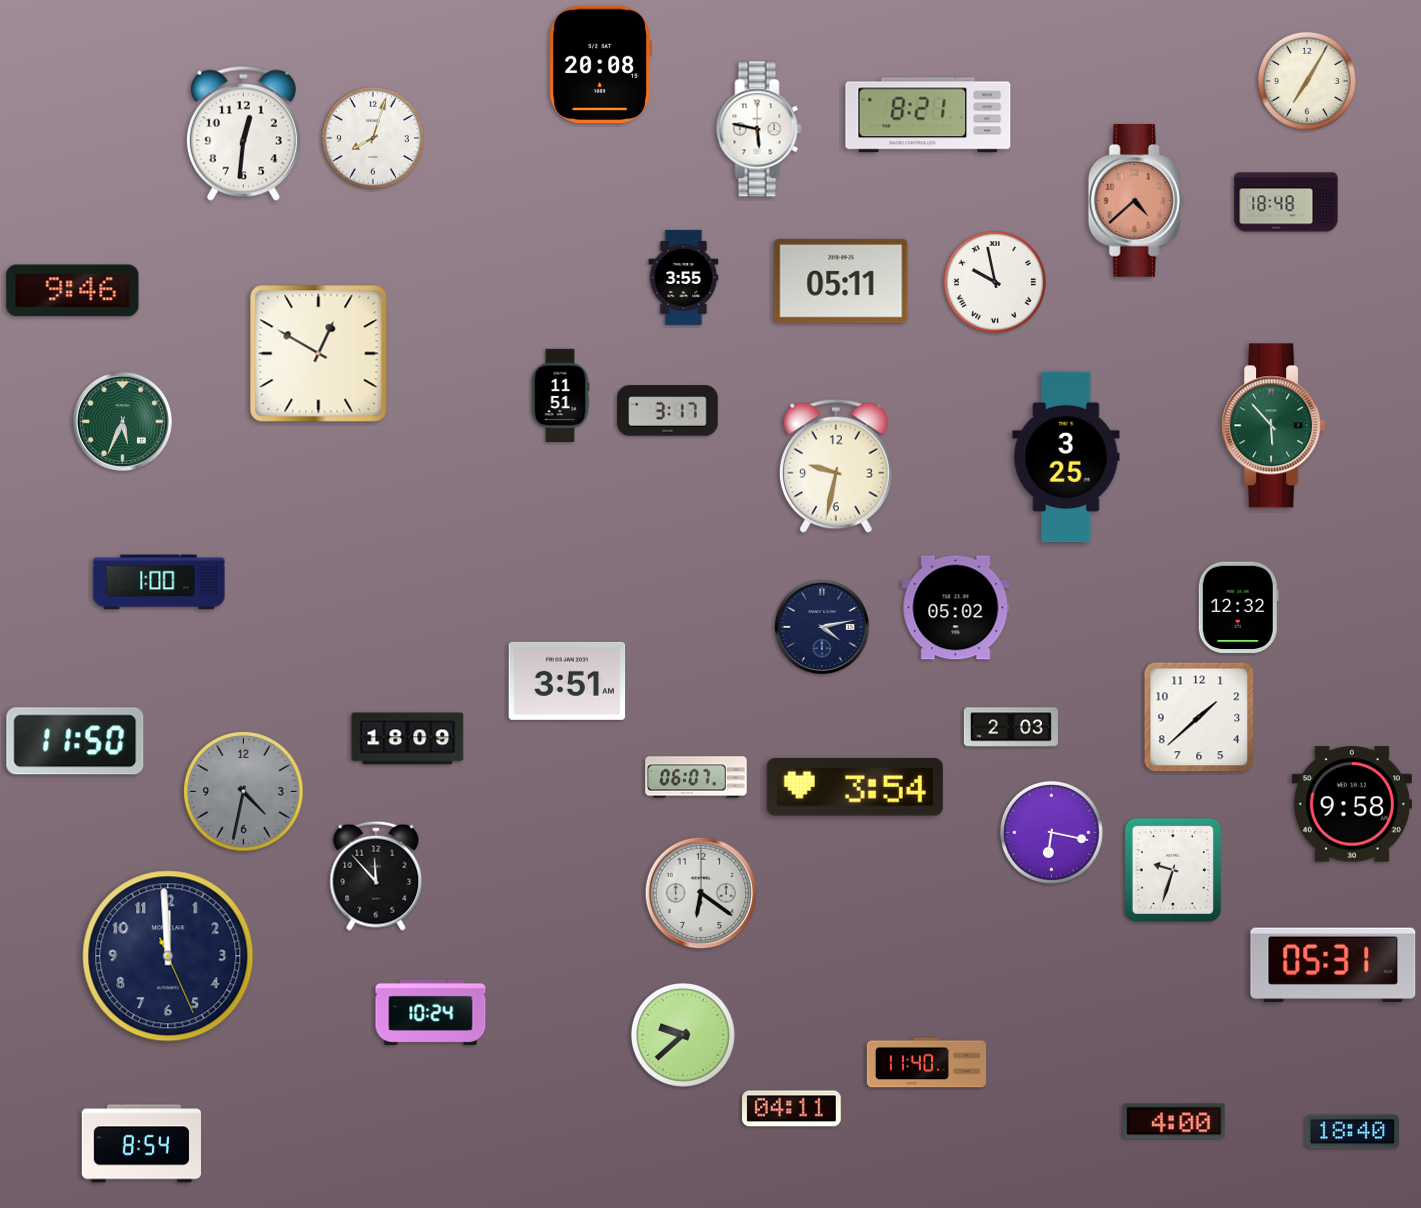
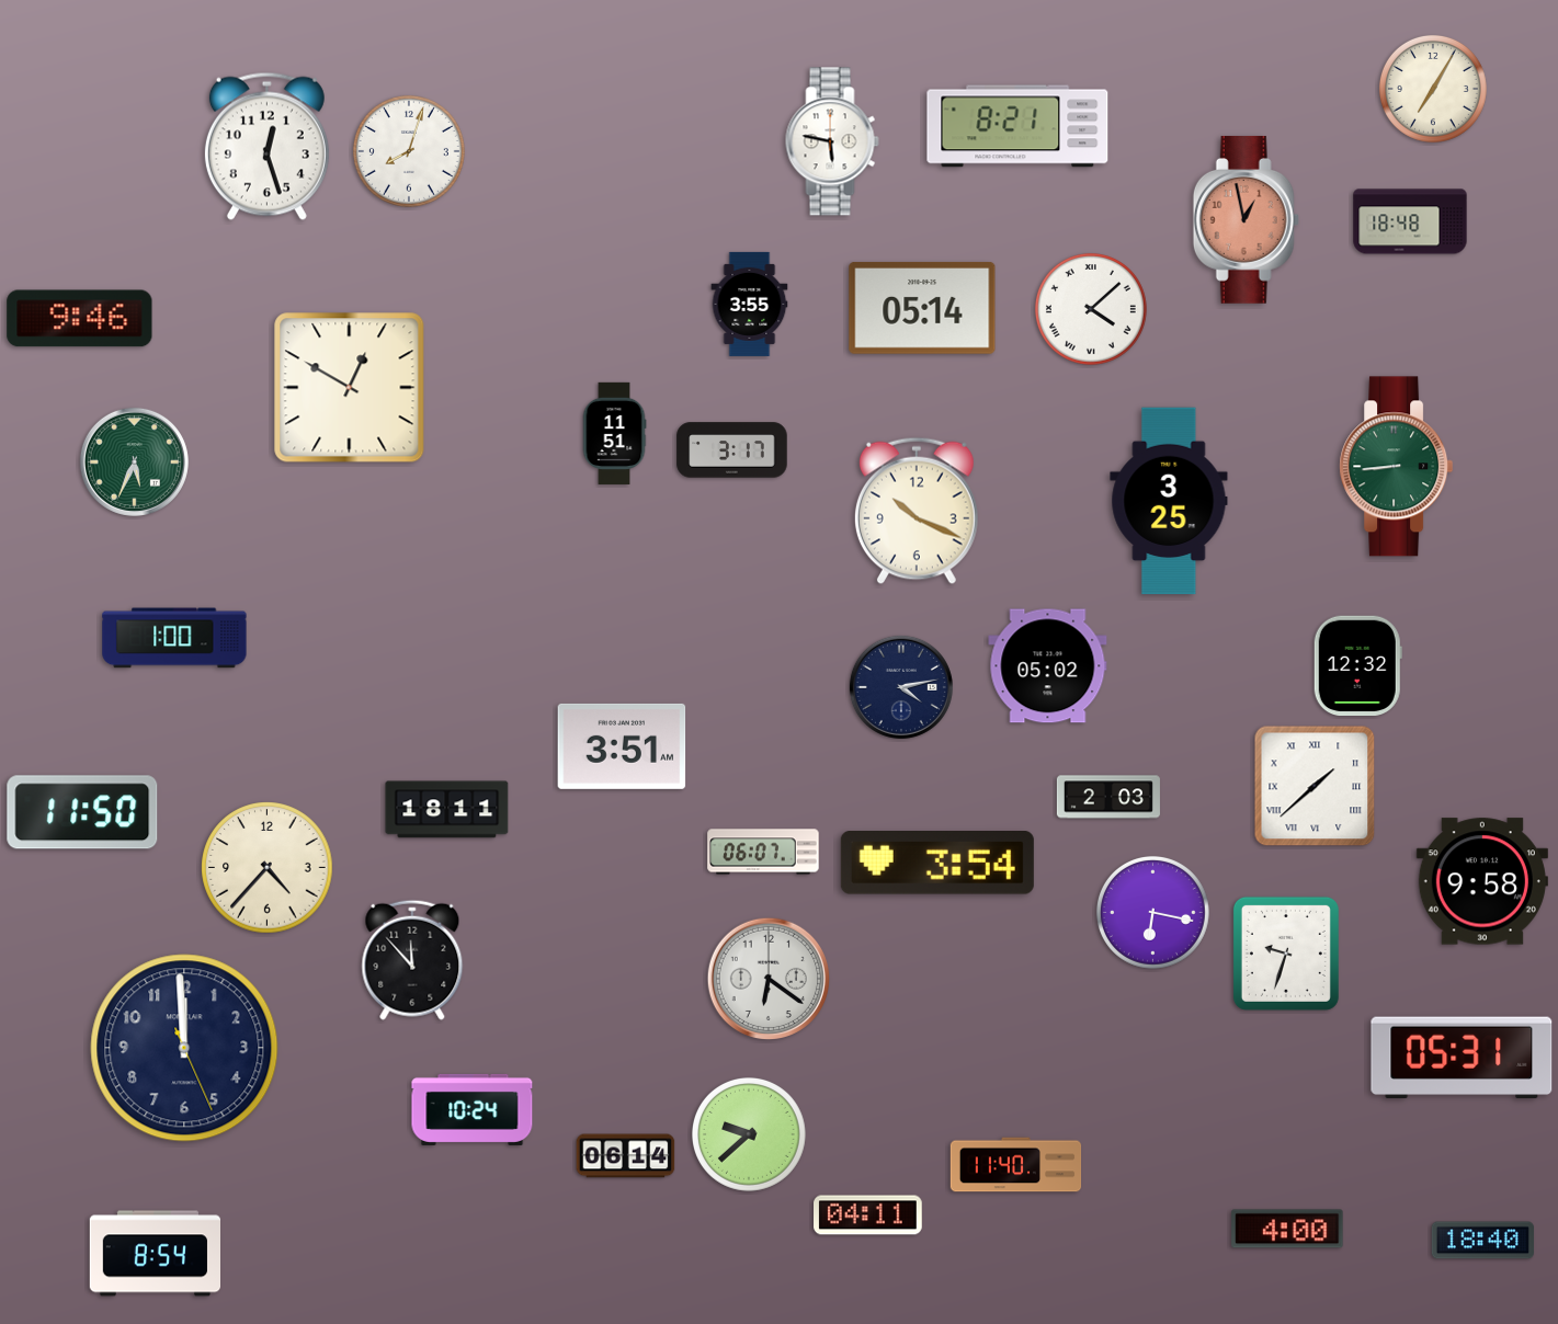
clock at (600, 65): 20:08 -> none
clock at (243, 133): 12:31 -> 12:27
clock at (1136, 200): 4:38 -> 12:58
clock at (841, 281): 05:11 -> 05:14
clock at (995, 282): 9:58 -> 4:08
clock at (1274, 426): 5:53 -> 8:44
clock at (836, 466): 9:32 -> 10:19
clock at (1199, 717) numerals: Arabic -> Roman
clock at (408, 739): 18:09 -> 18:11
clock at (244, 792): 4:32 -> 4:37
clock at (244, 792) dial: grey -> cream
clock at (626, 1156): none -> 06:14
